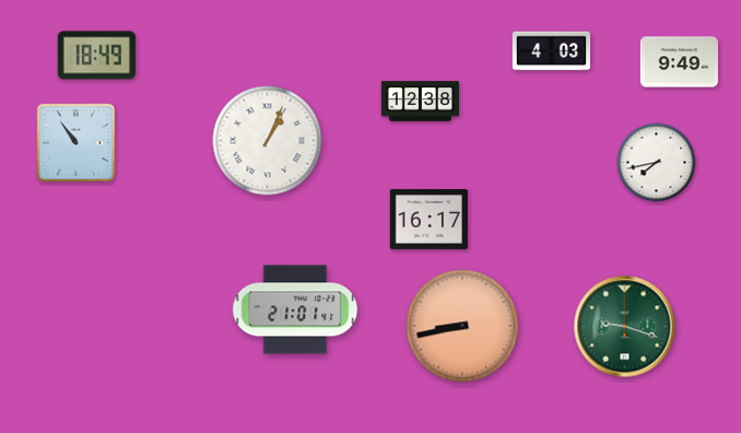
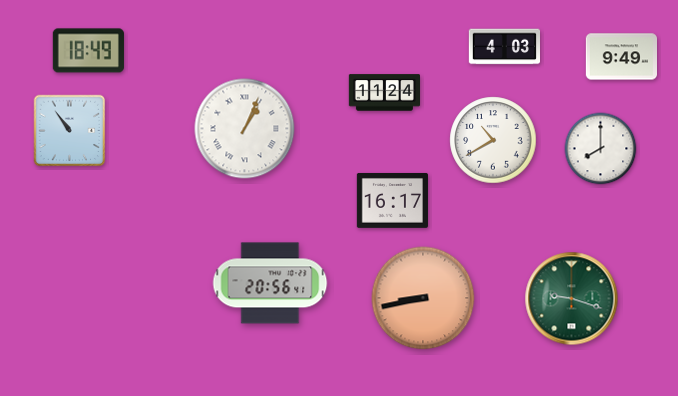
clock at (420, 102): 12:38 -> 11:24
clock at (493, 140): none -> 10:40
clock at (657, 163): 7:43 -> 8:00
clock at (295, 309): 21:01 -> 20:56
